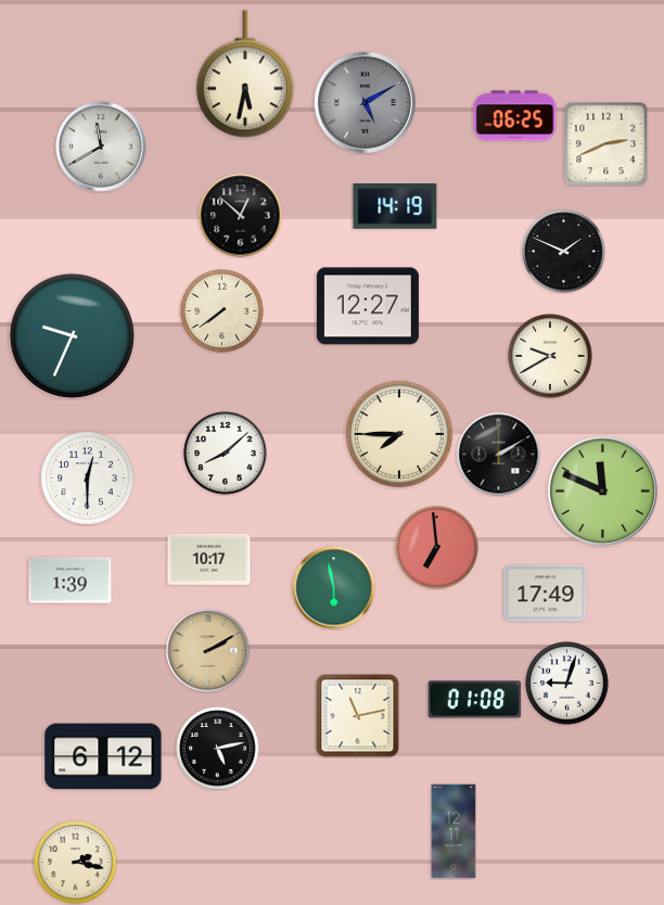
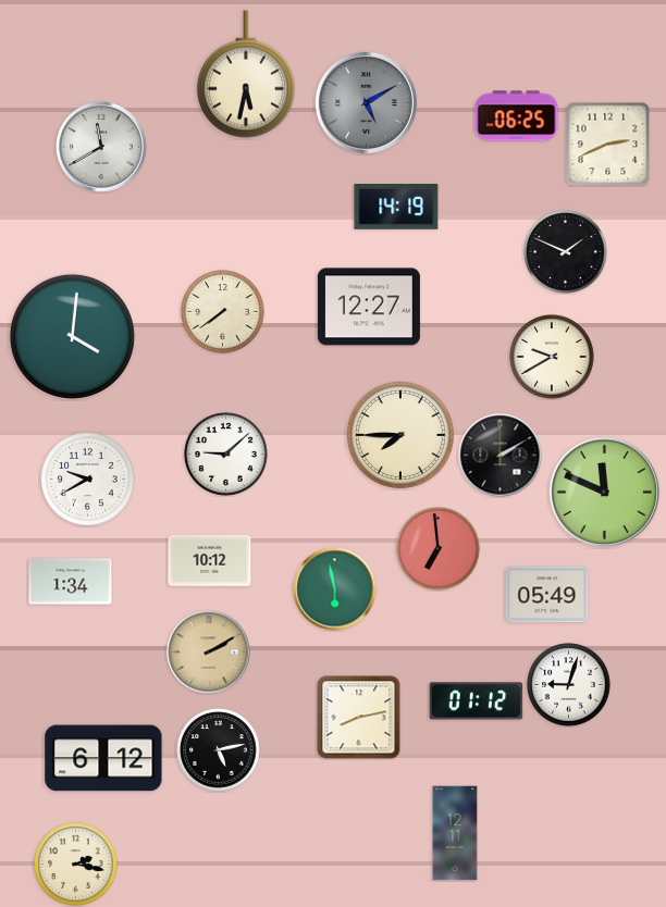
clock at (241, 216): 12:52 -> none
clock at (72, 335): 9:34 -> 4:01
clock at (226, 454): 8:08 -> 9:08
clock at (88, 479): 12:30 -> 9:40
clock at (209, 559): 10:17 -> 10:12
clock at (71, 581): 1:39 -> 1:34
clock at (546, 594): 17:49 -> 05:49
clock at (475, 700): 01:08 -> 01:12
clock at (358, 716): 11:13 -> 8:13
